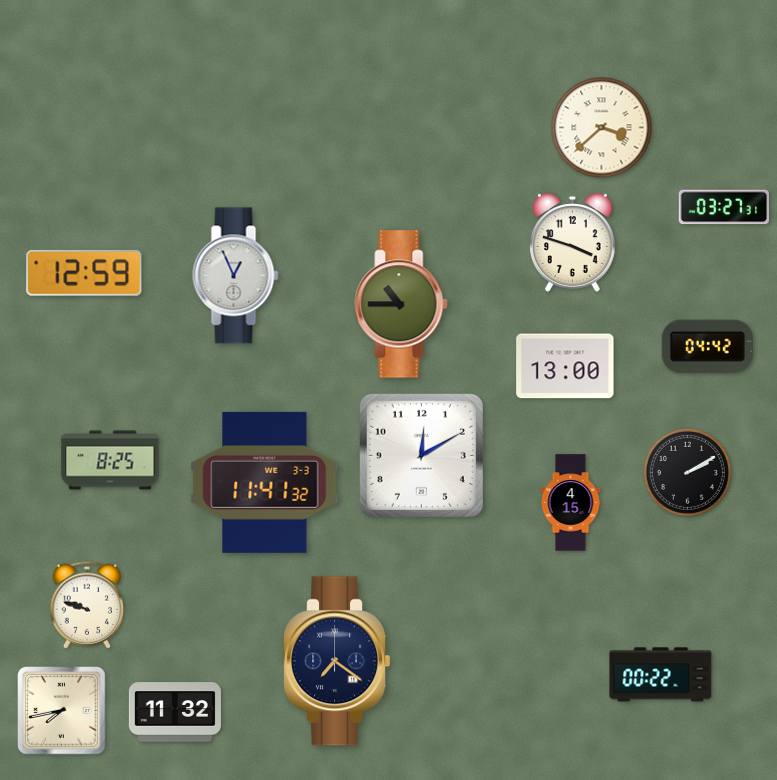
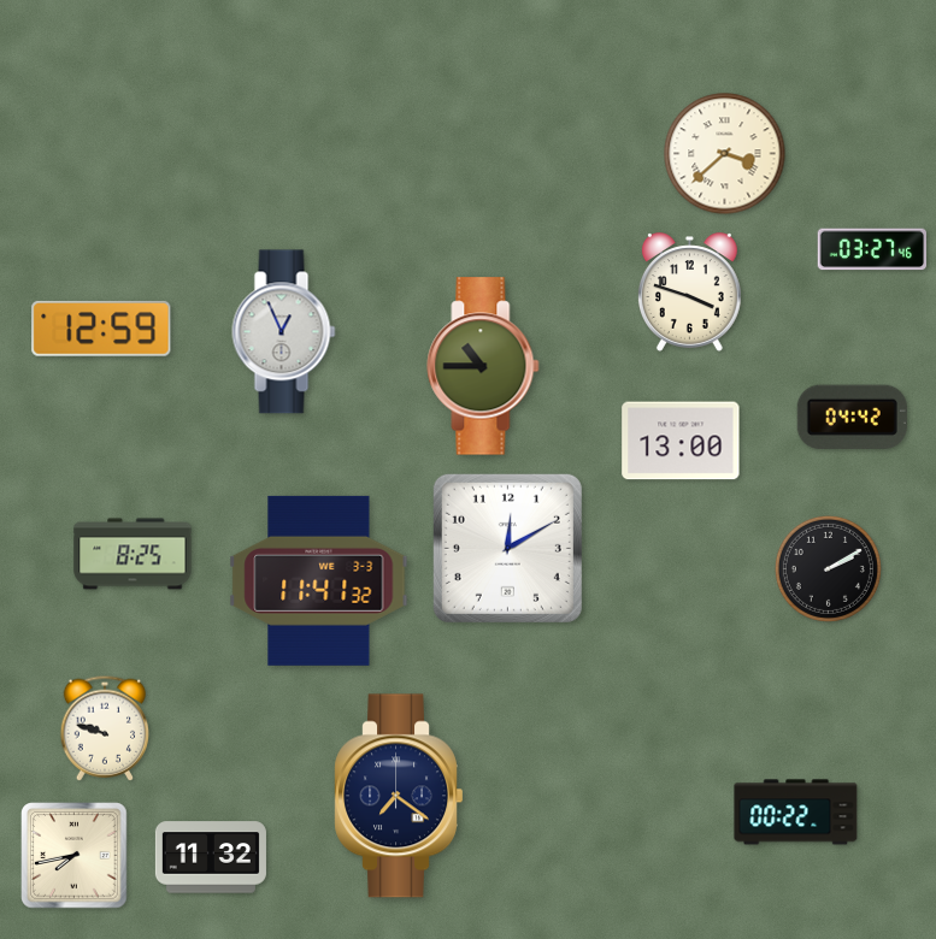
clock at (723, 207): 03:27:31 -> 03:27:46
clock at (571, 503): 4:15 -> none
clock at (336, 661) position: (336, 661) -> (398, 796)
